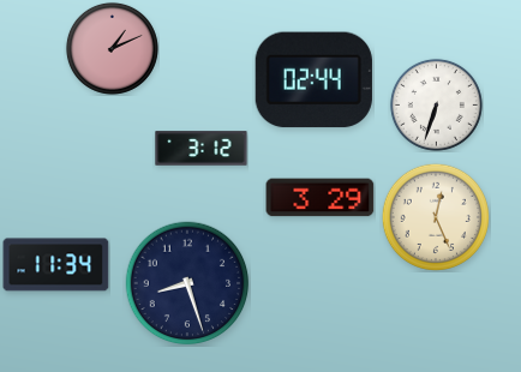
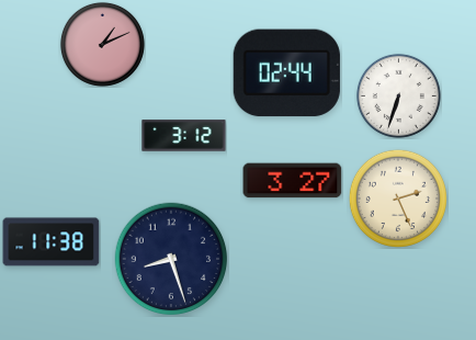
clock at (321, 198): 3:29 -> 3:27
clock at (436, 217): 12:26 -> 2:26
clock at (56, 265): 11:34 -> 11:38
